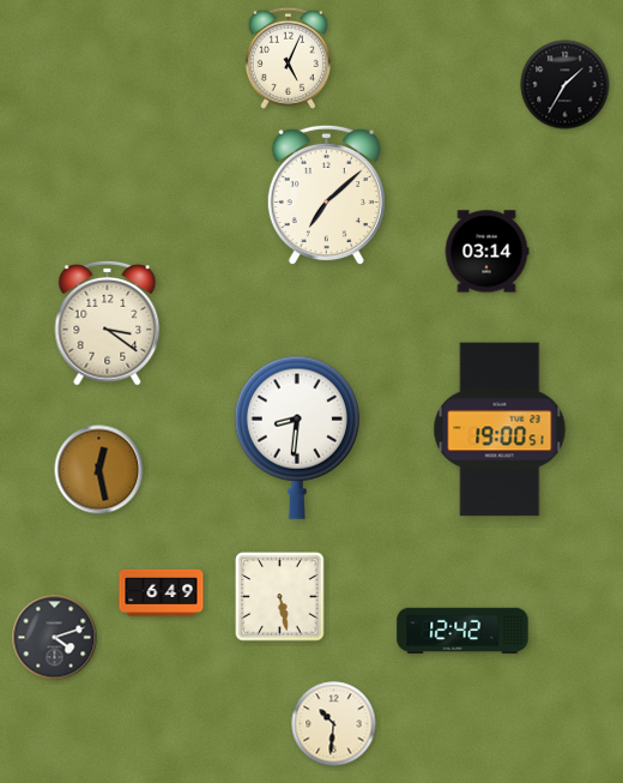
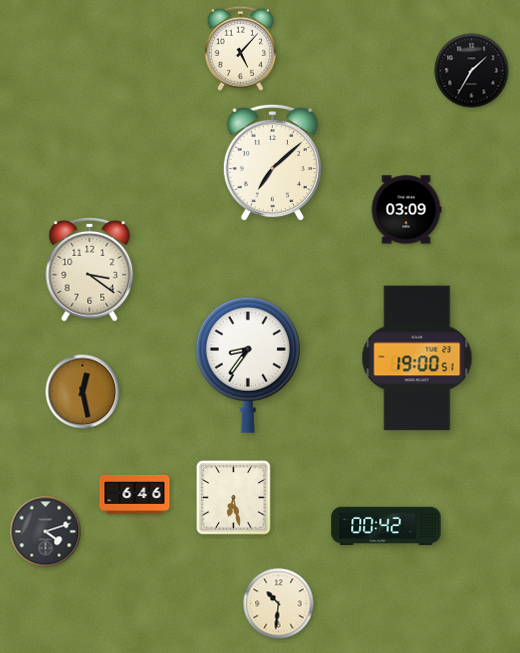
clock at (288, 58): 5:04 -> 5:07
clock at (486, 252): 03:14 -> 03:09
clock at (297, 438): 8:31 -> 8:36
clock at (162, 592): 6:49 -> 6:46
clock at (280, 597): 5:28 -> 6:28
clock at (462, 631): 12:42 -> 00:42
